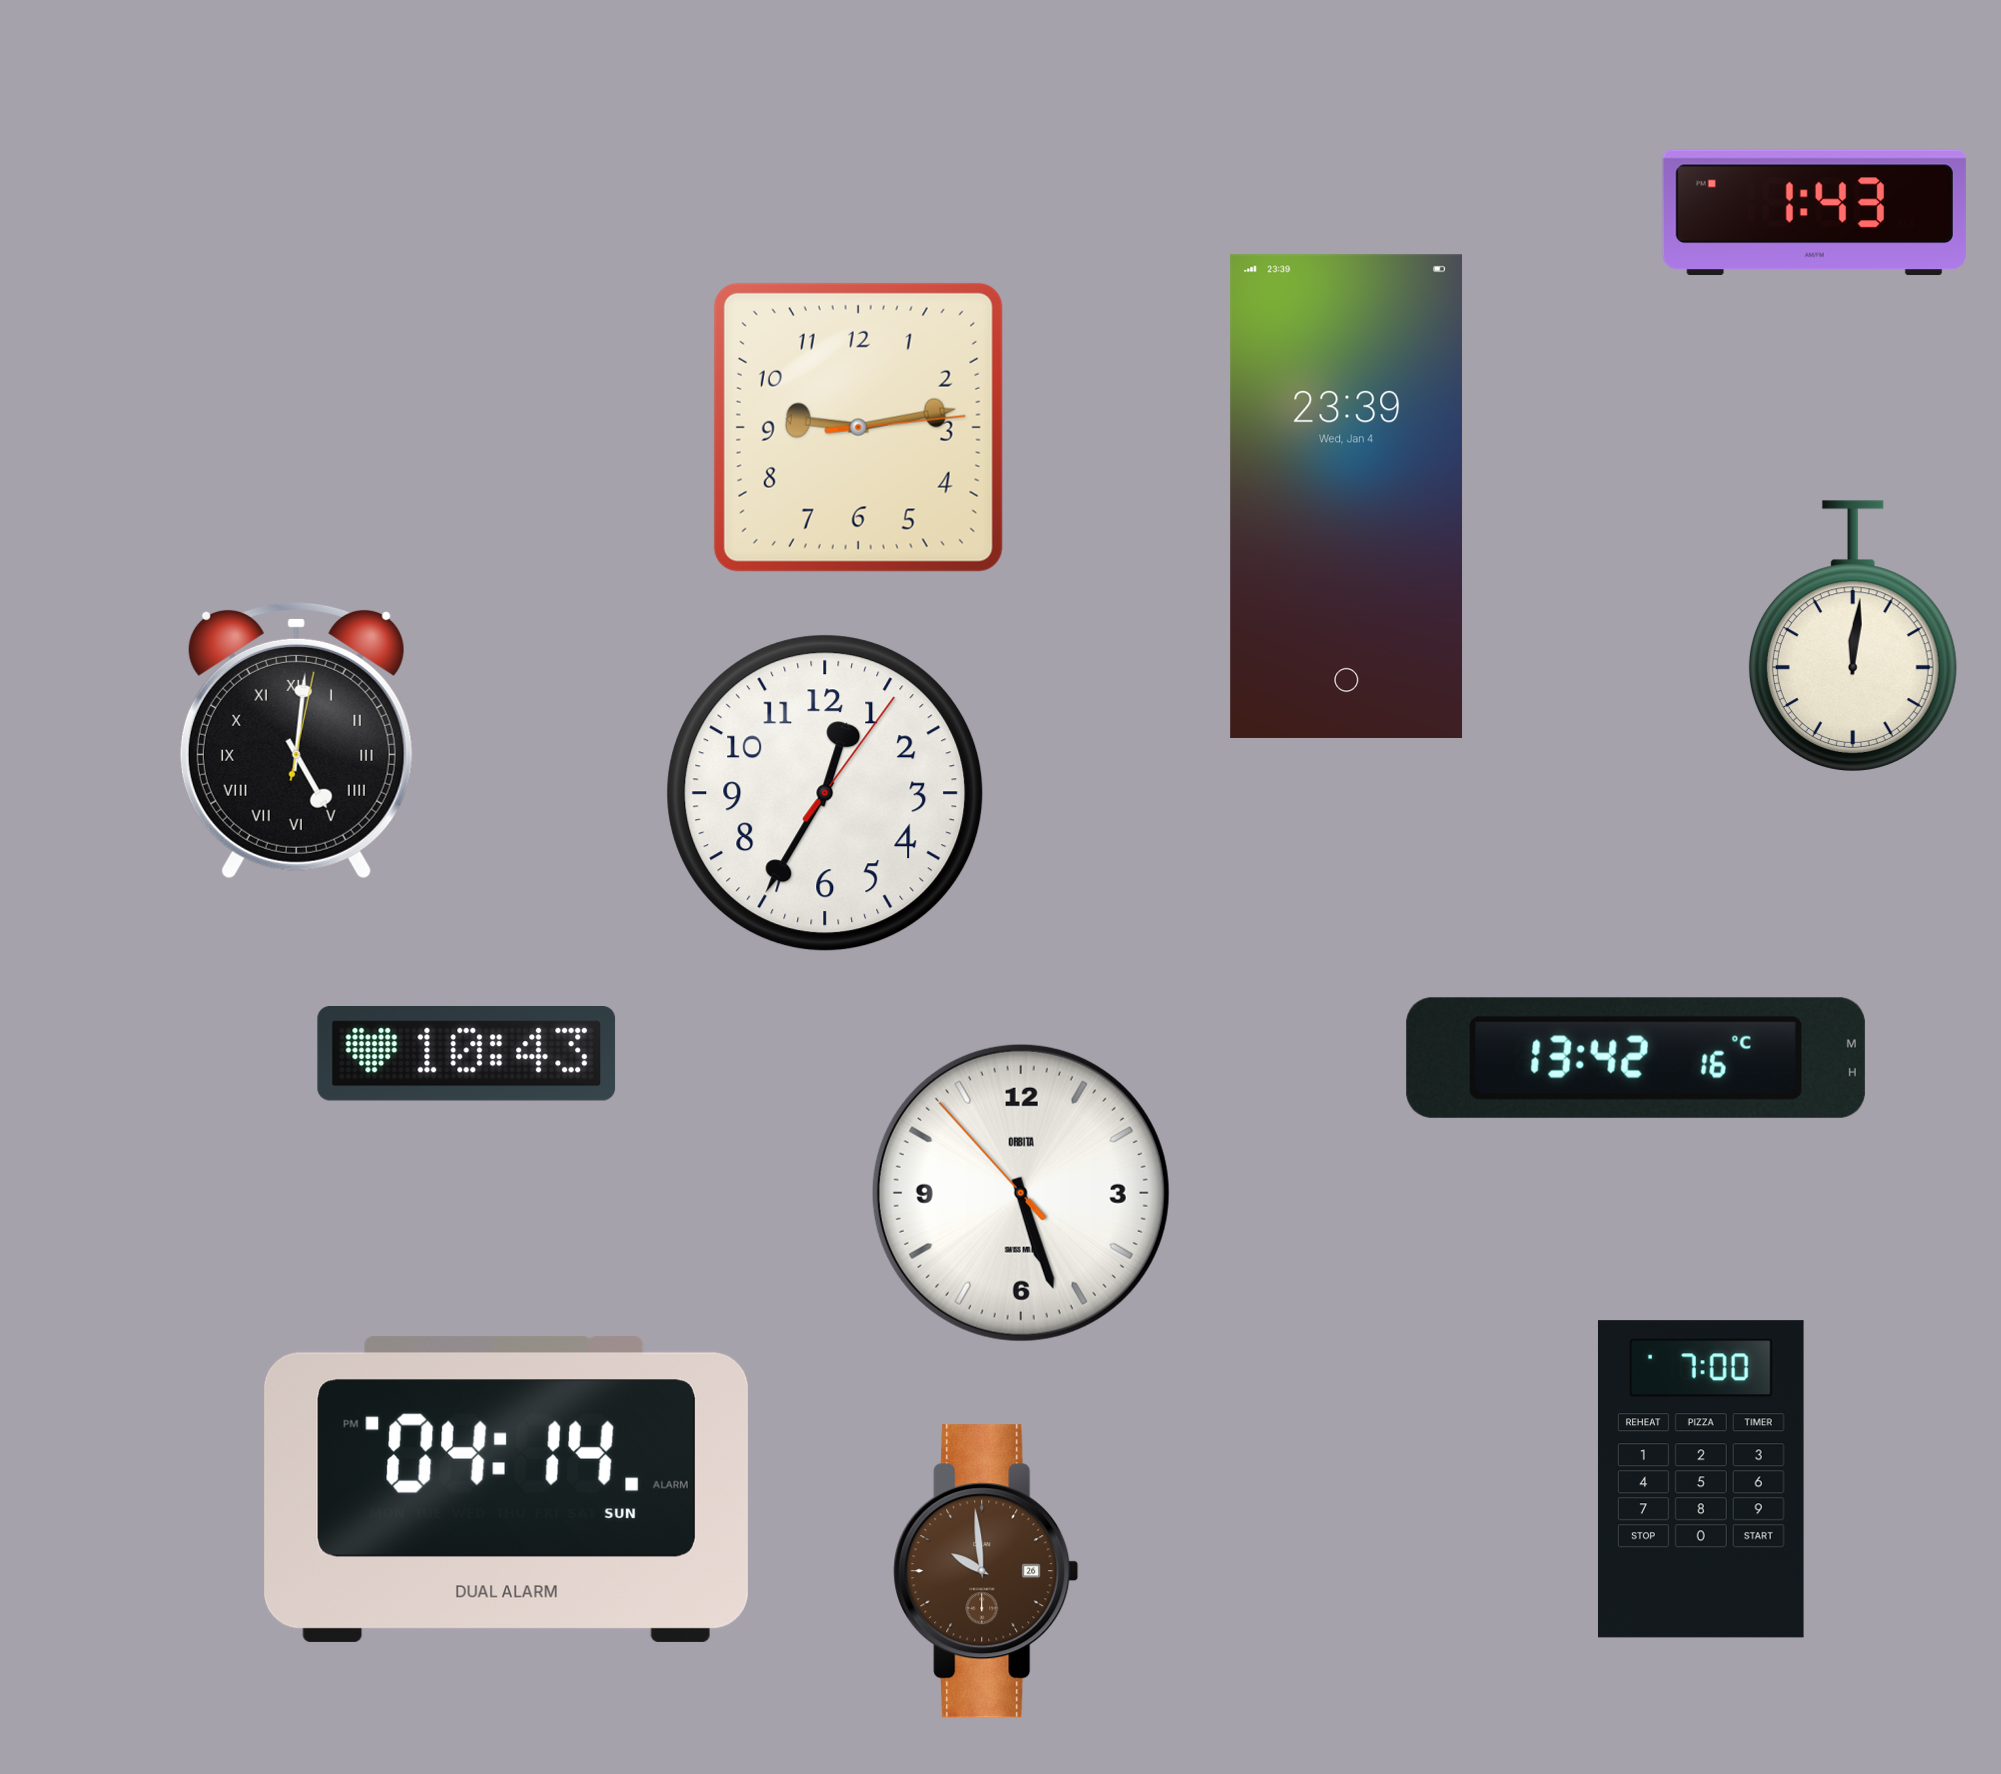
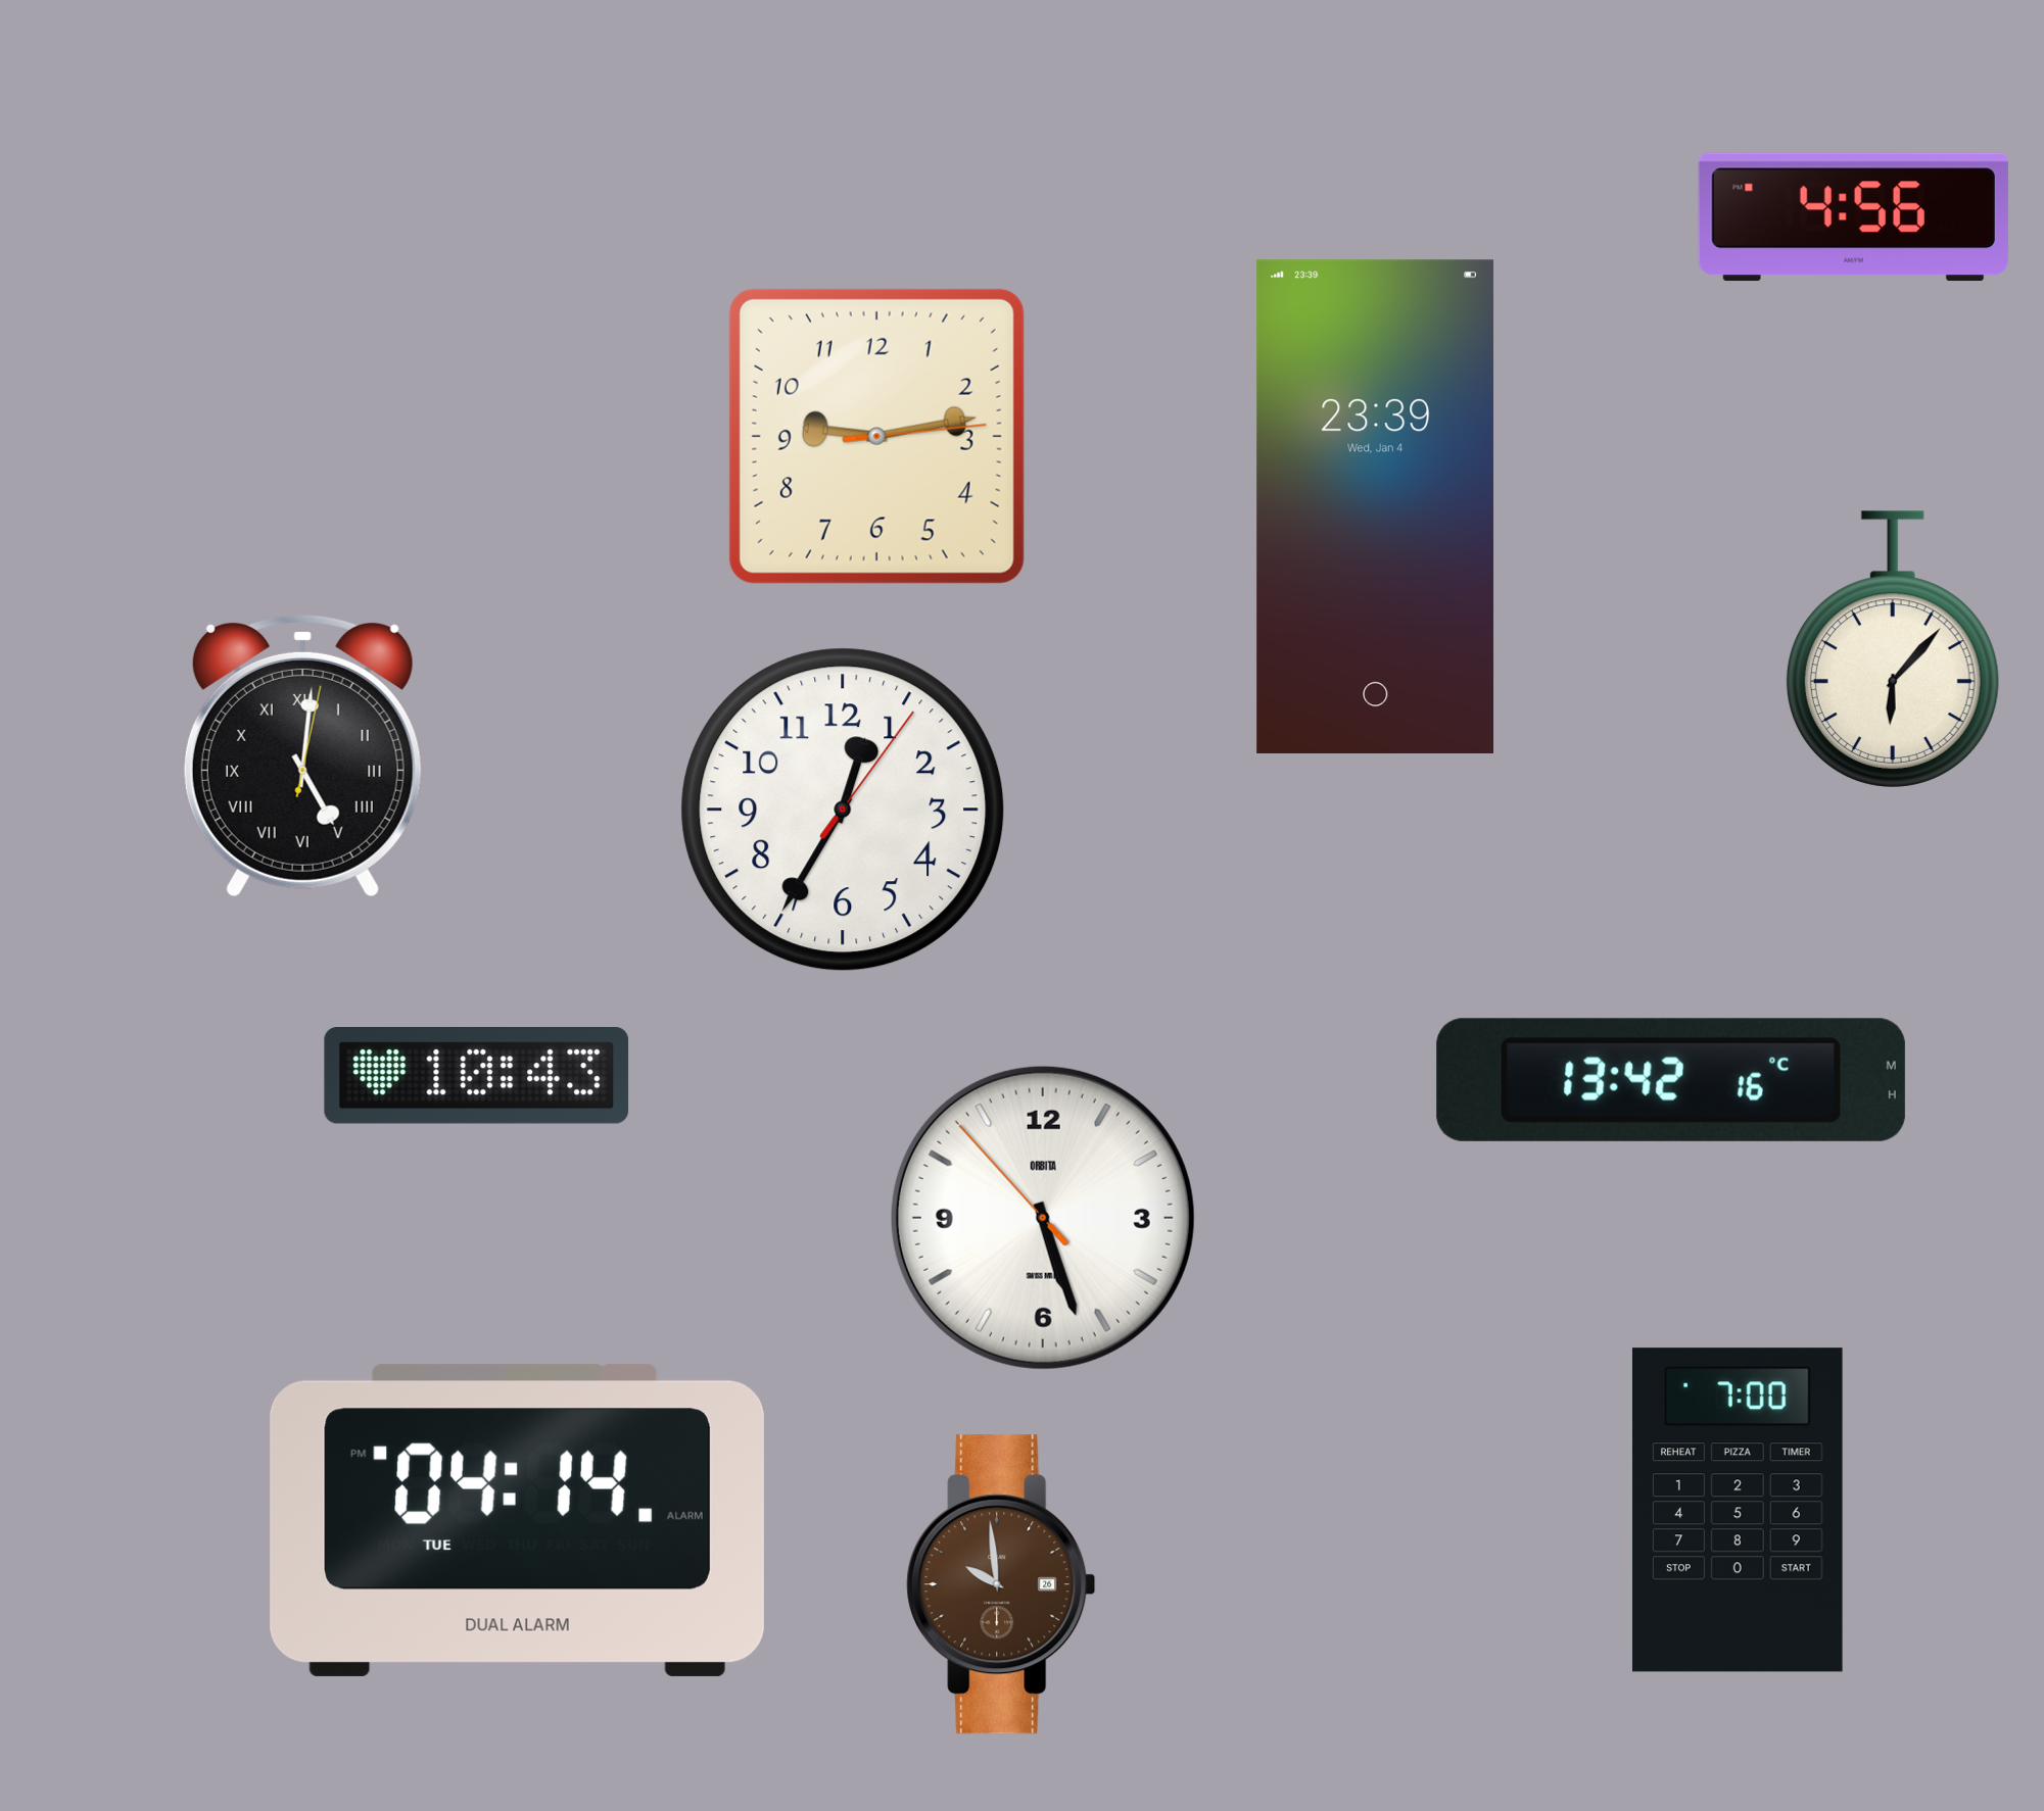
clock at (1814, 213): 1:43 -> 4:56
clock at (1853, 636): 12:01 -> 6:07
clock at (506, 1489) date: SUN -> TUE
clock at (986, 1571) position: (986, 1571) -> (1001, 1584)
